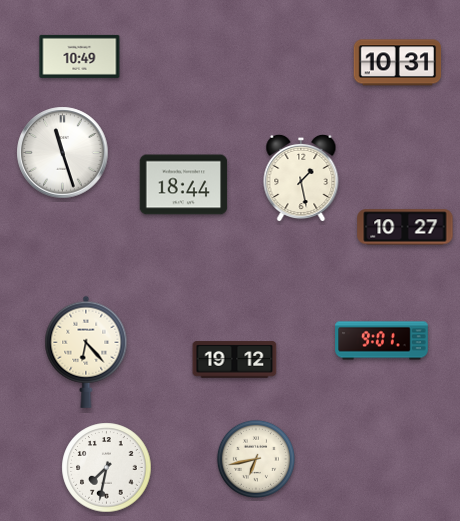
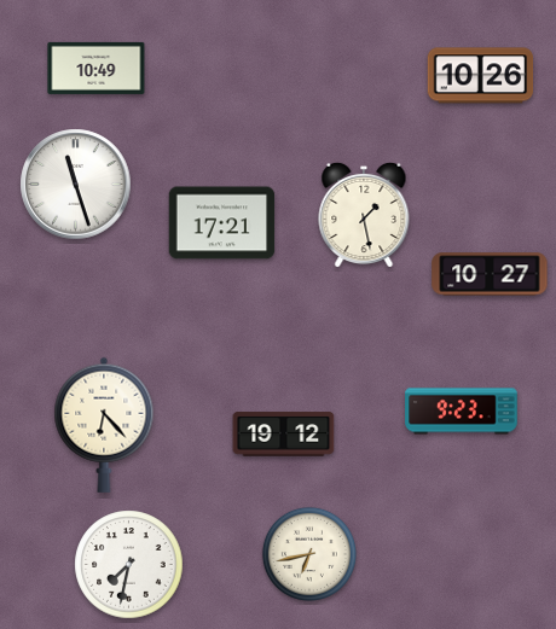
clock at (398, 63): 10:31 -> 10:26
clock at (184, 185): 18:44 -> 17:21
clock at (382, 341): 9:01 -> 9:23
